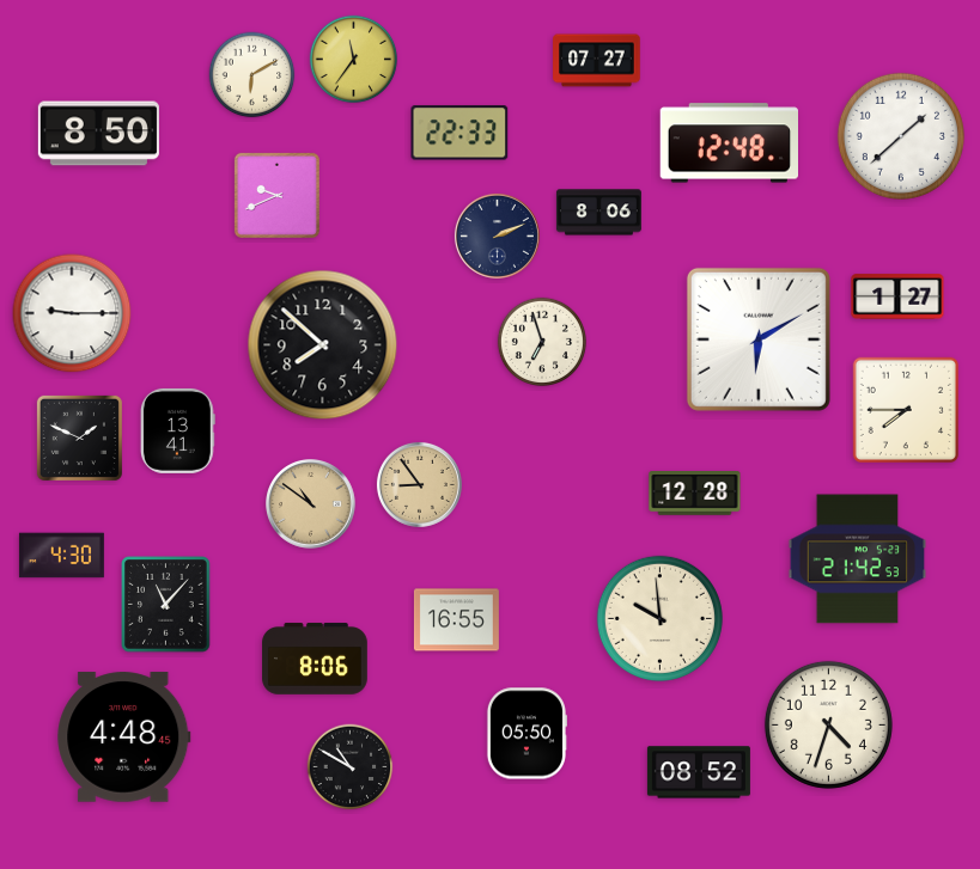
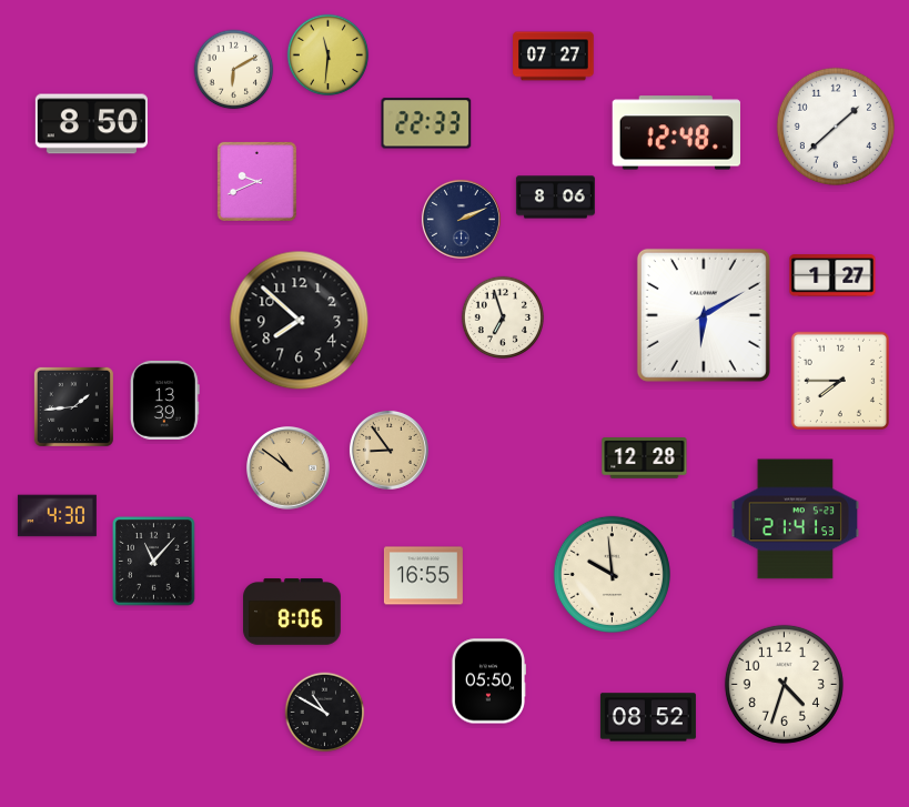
clock at (354, 60): 11:36 -> 11:31
clock at (72, 313): 9:15 -> none
clock at (177, 430): 13:41 -> 13:39
clock at (79, 437): 1:49 -> 1:44
clock at (858, 559): 21:42 -> 21:41
clock at (828, 724) position: (828, 724) -> (784, 684)
clock at (124, 738): 4:48 -> none
